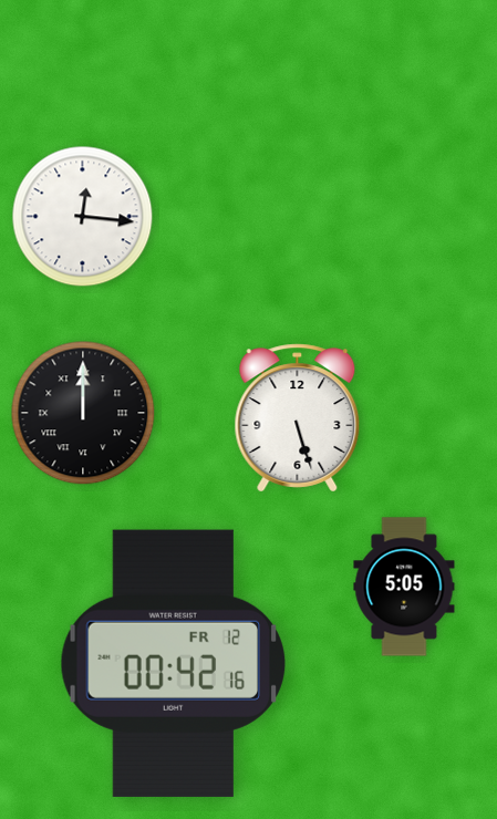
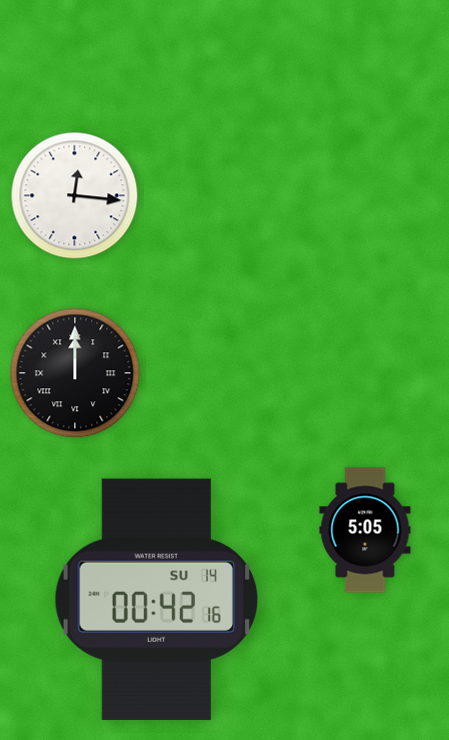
clock at (298, 418): 5:27 -> none
clock at (173, 663) date: FR 12 -> SU 14
